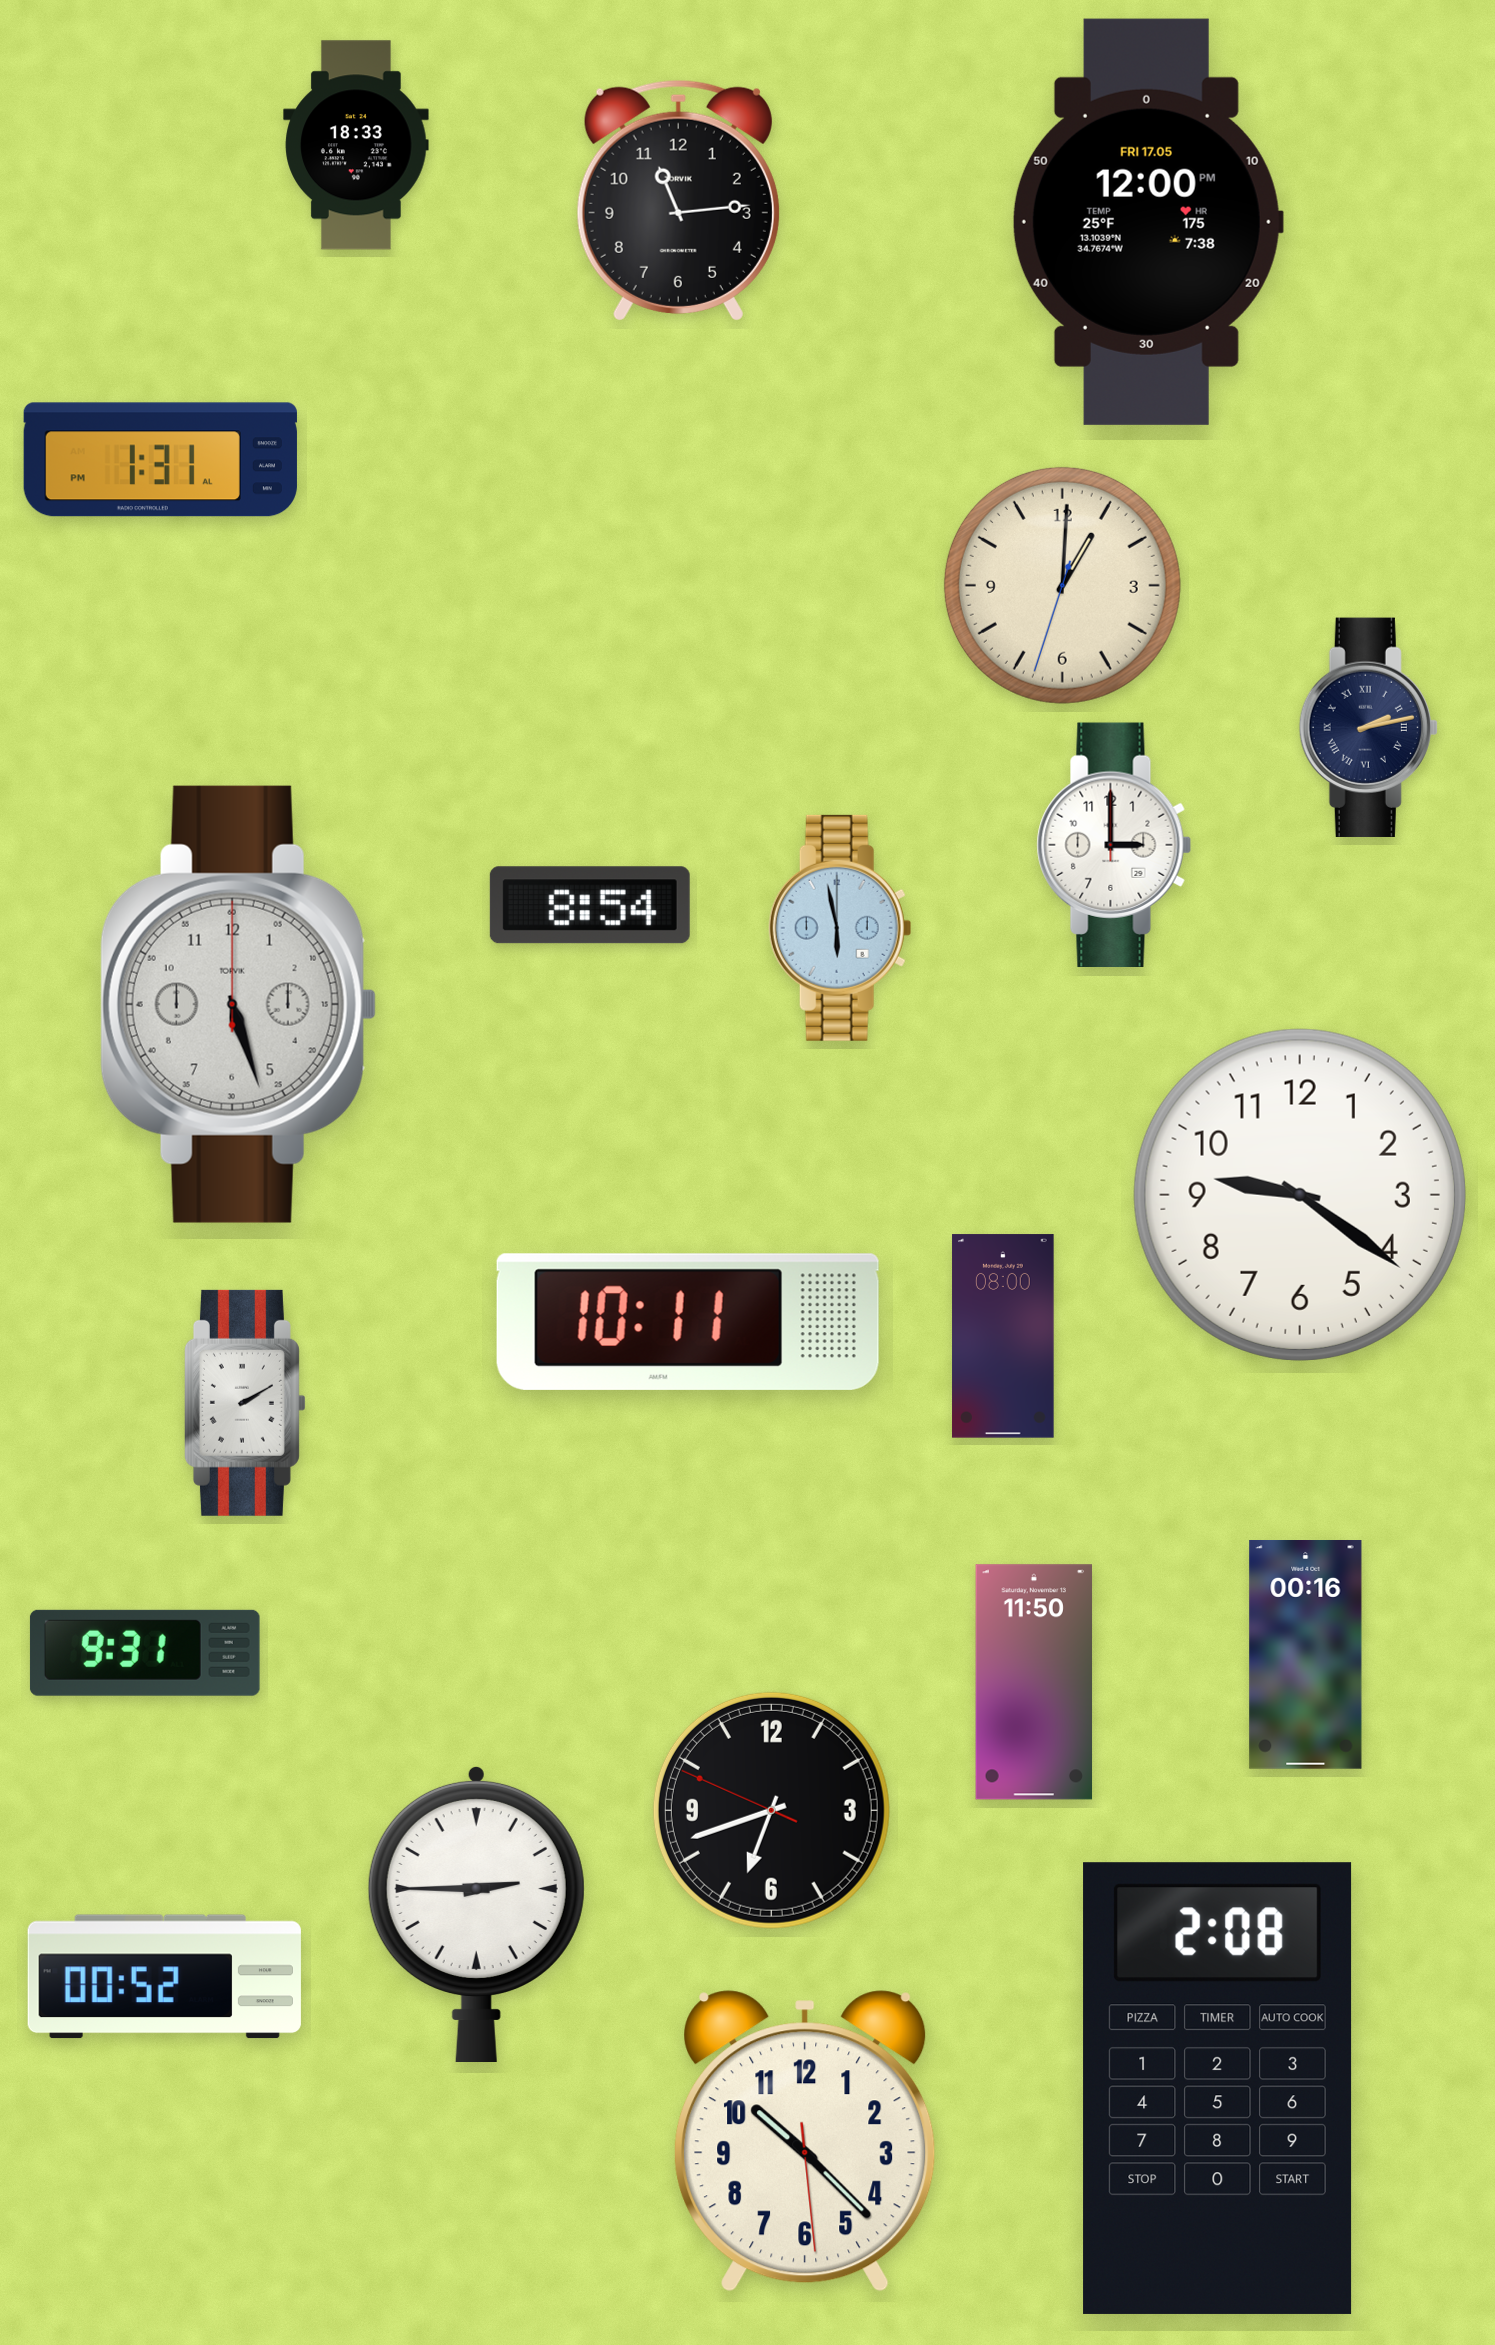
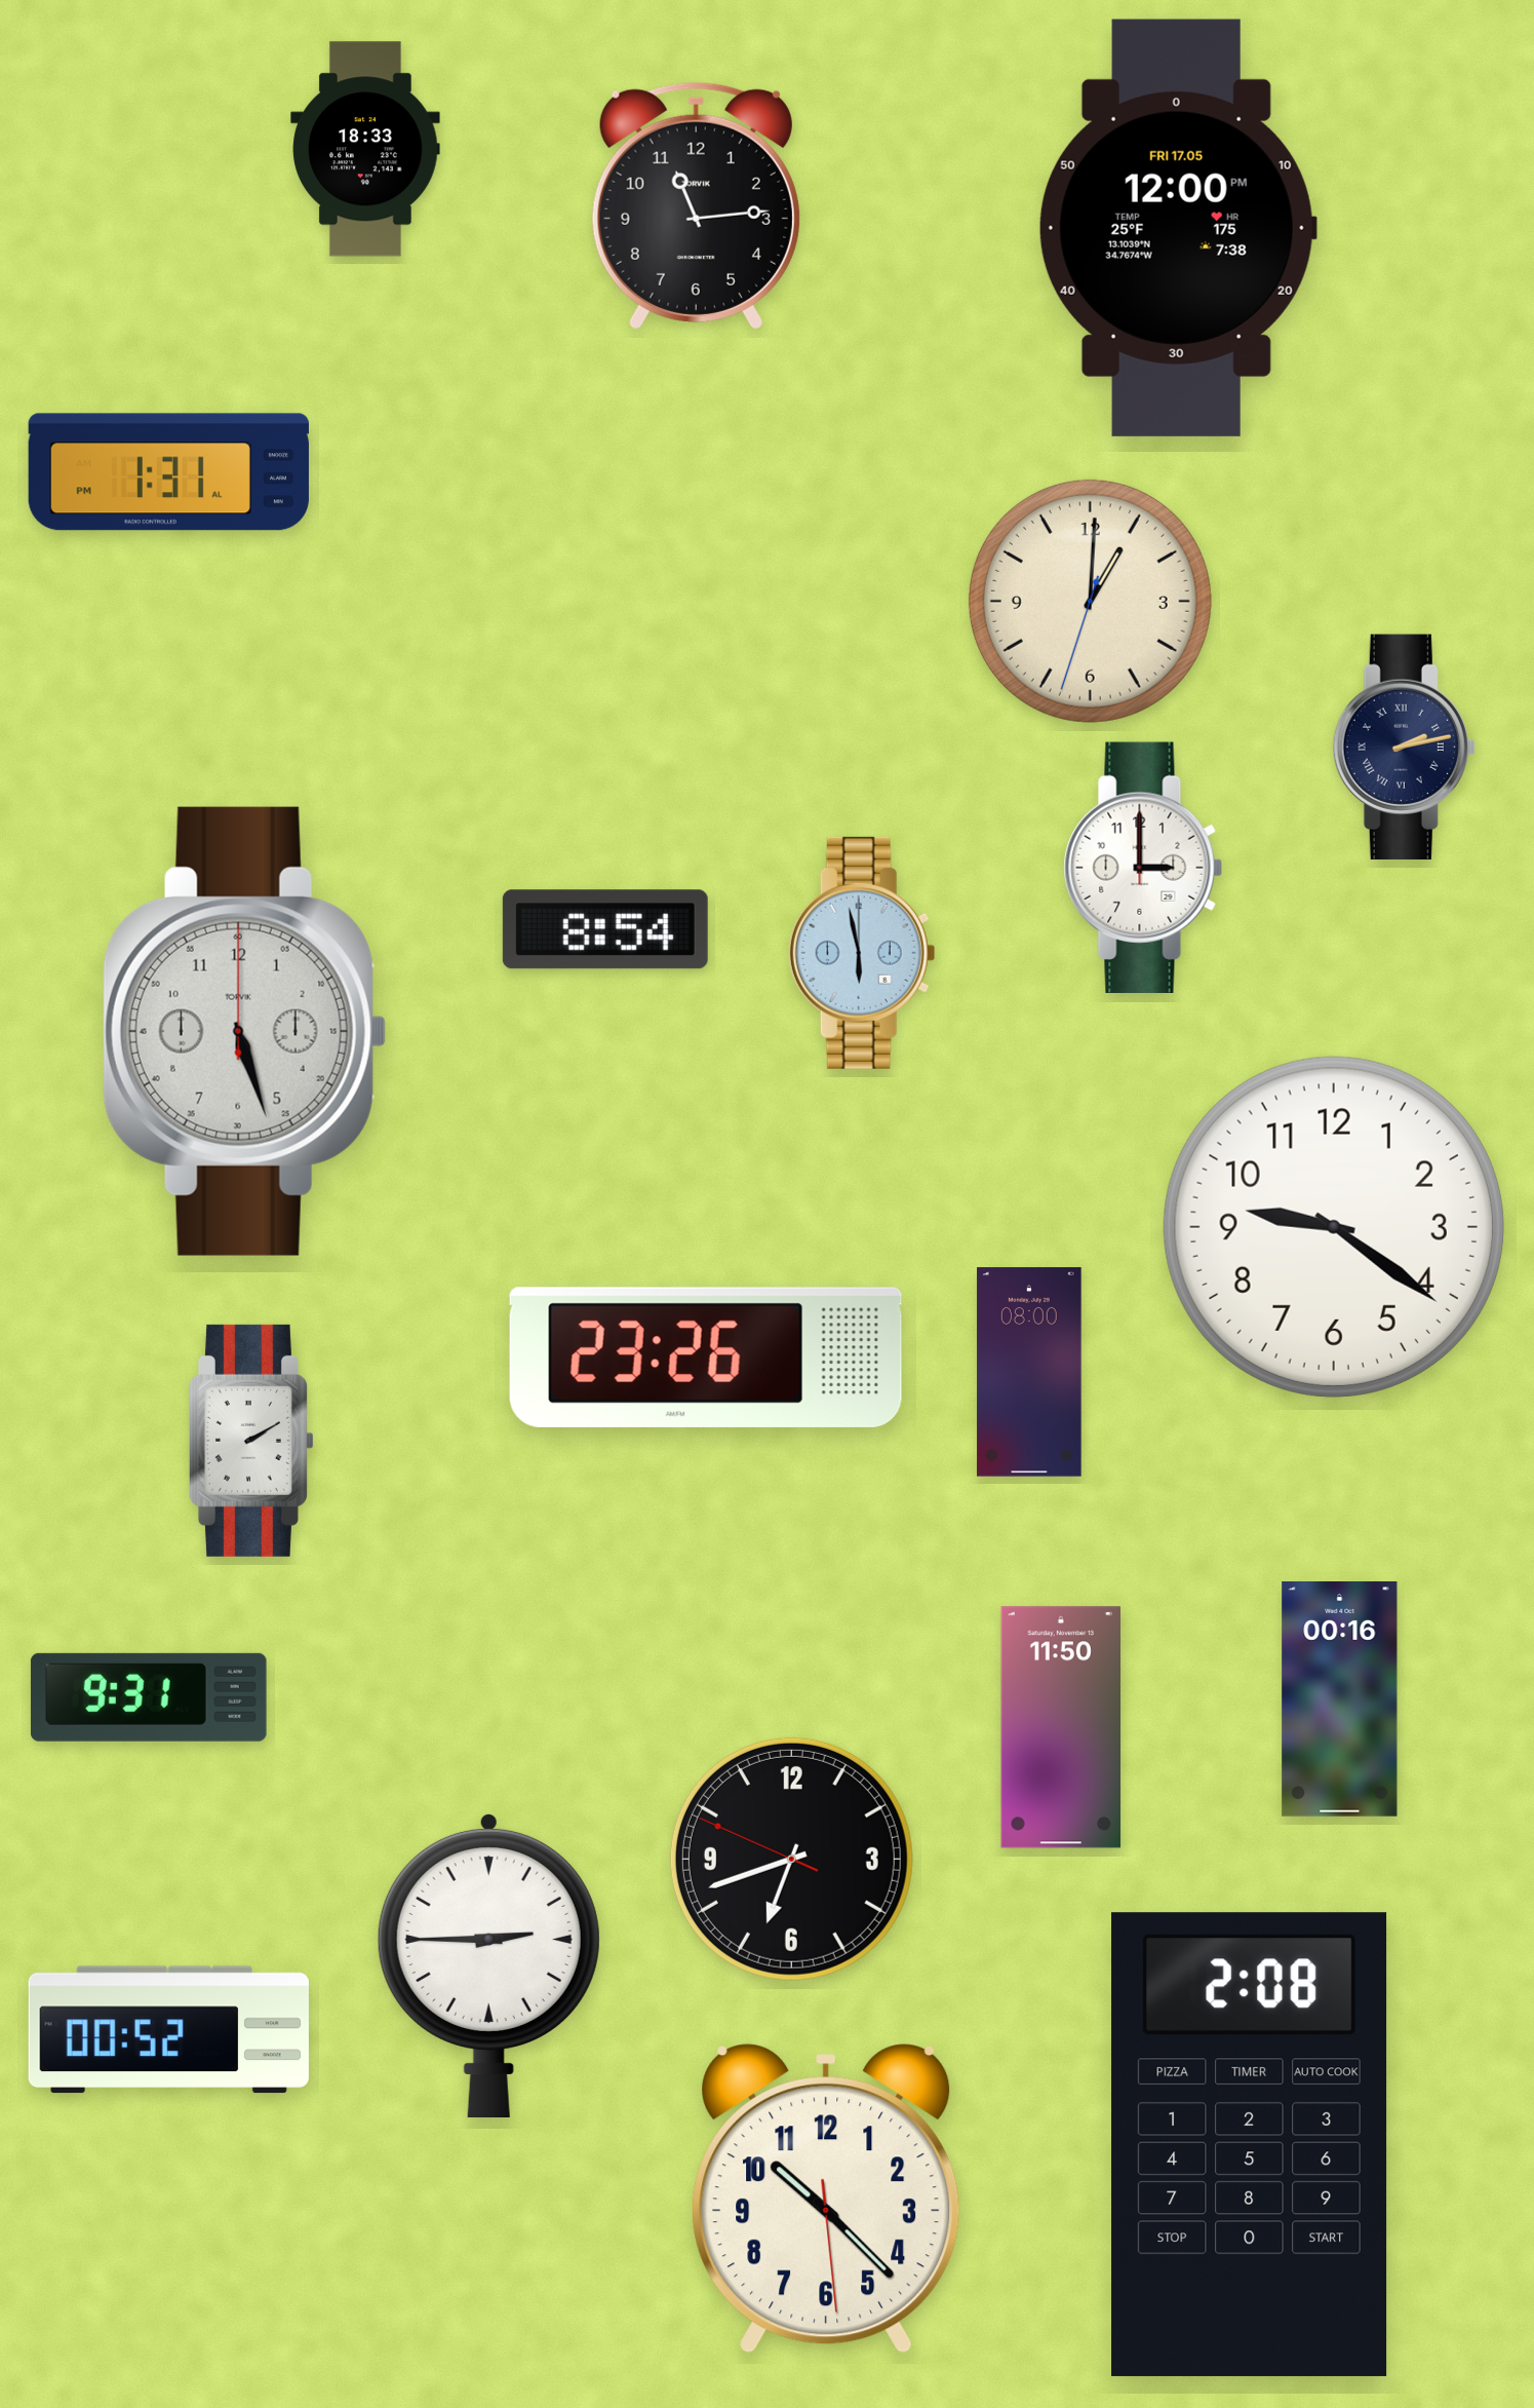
clock at (160, 460) position: (160, 460) -> (168, 472)
clock at (688, 1322): 10:11 -> 23:26
